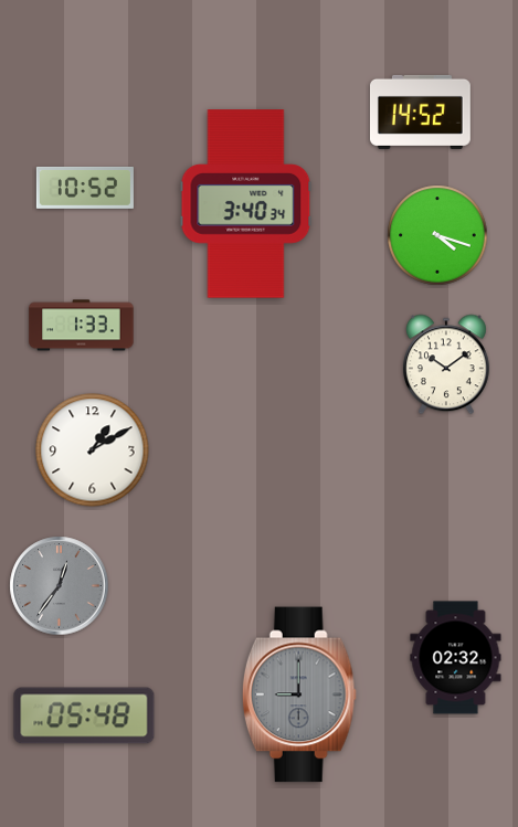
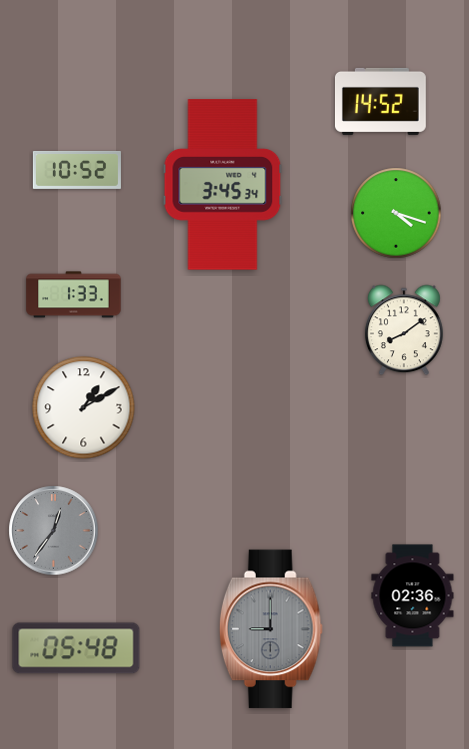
clock at (246, 204): 3:40 -> 3:45
clock at (446, 364): 10:09 -> 8:09
clock at (456, 658): 02:32 -> 02:36
